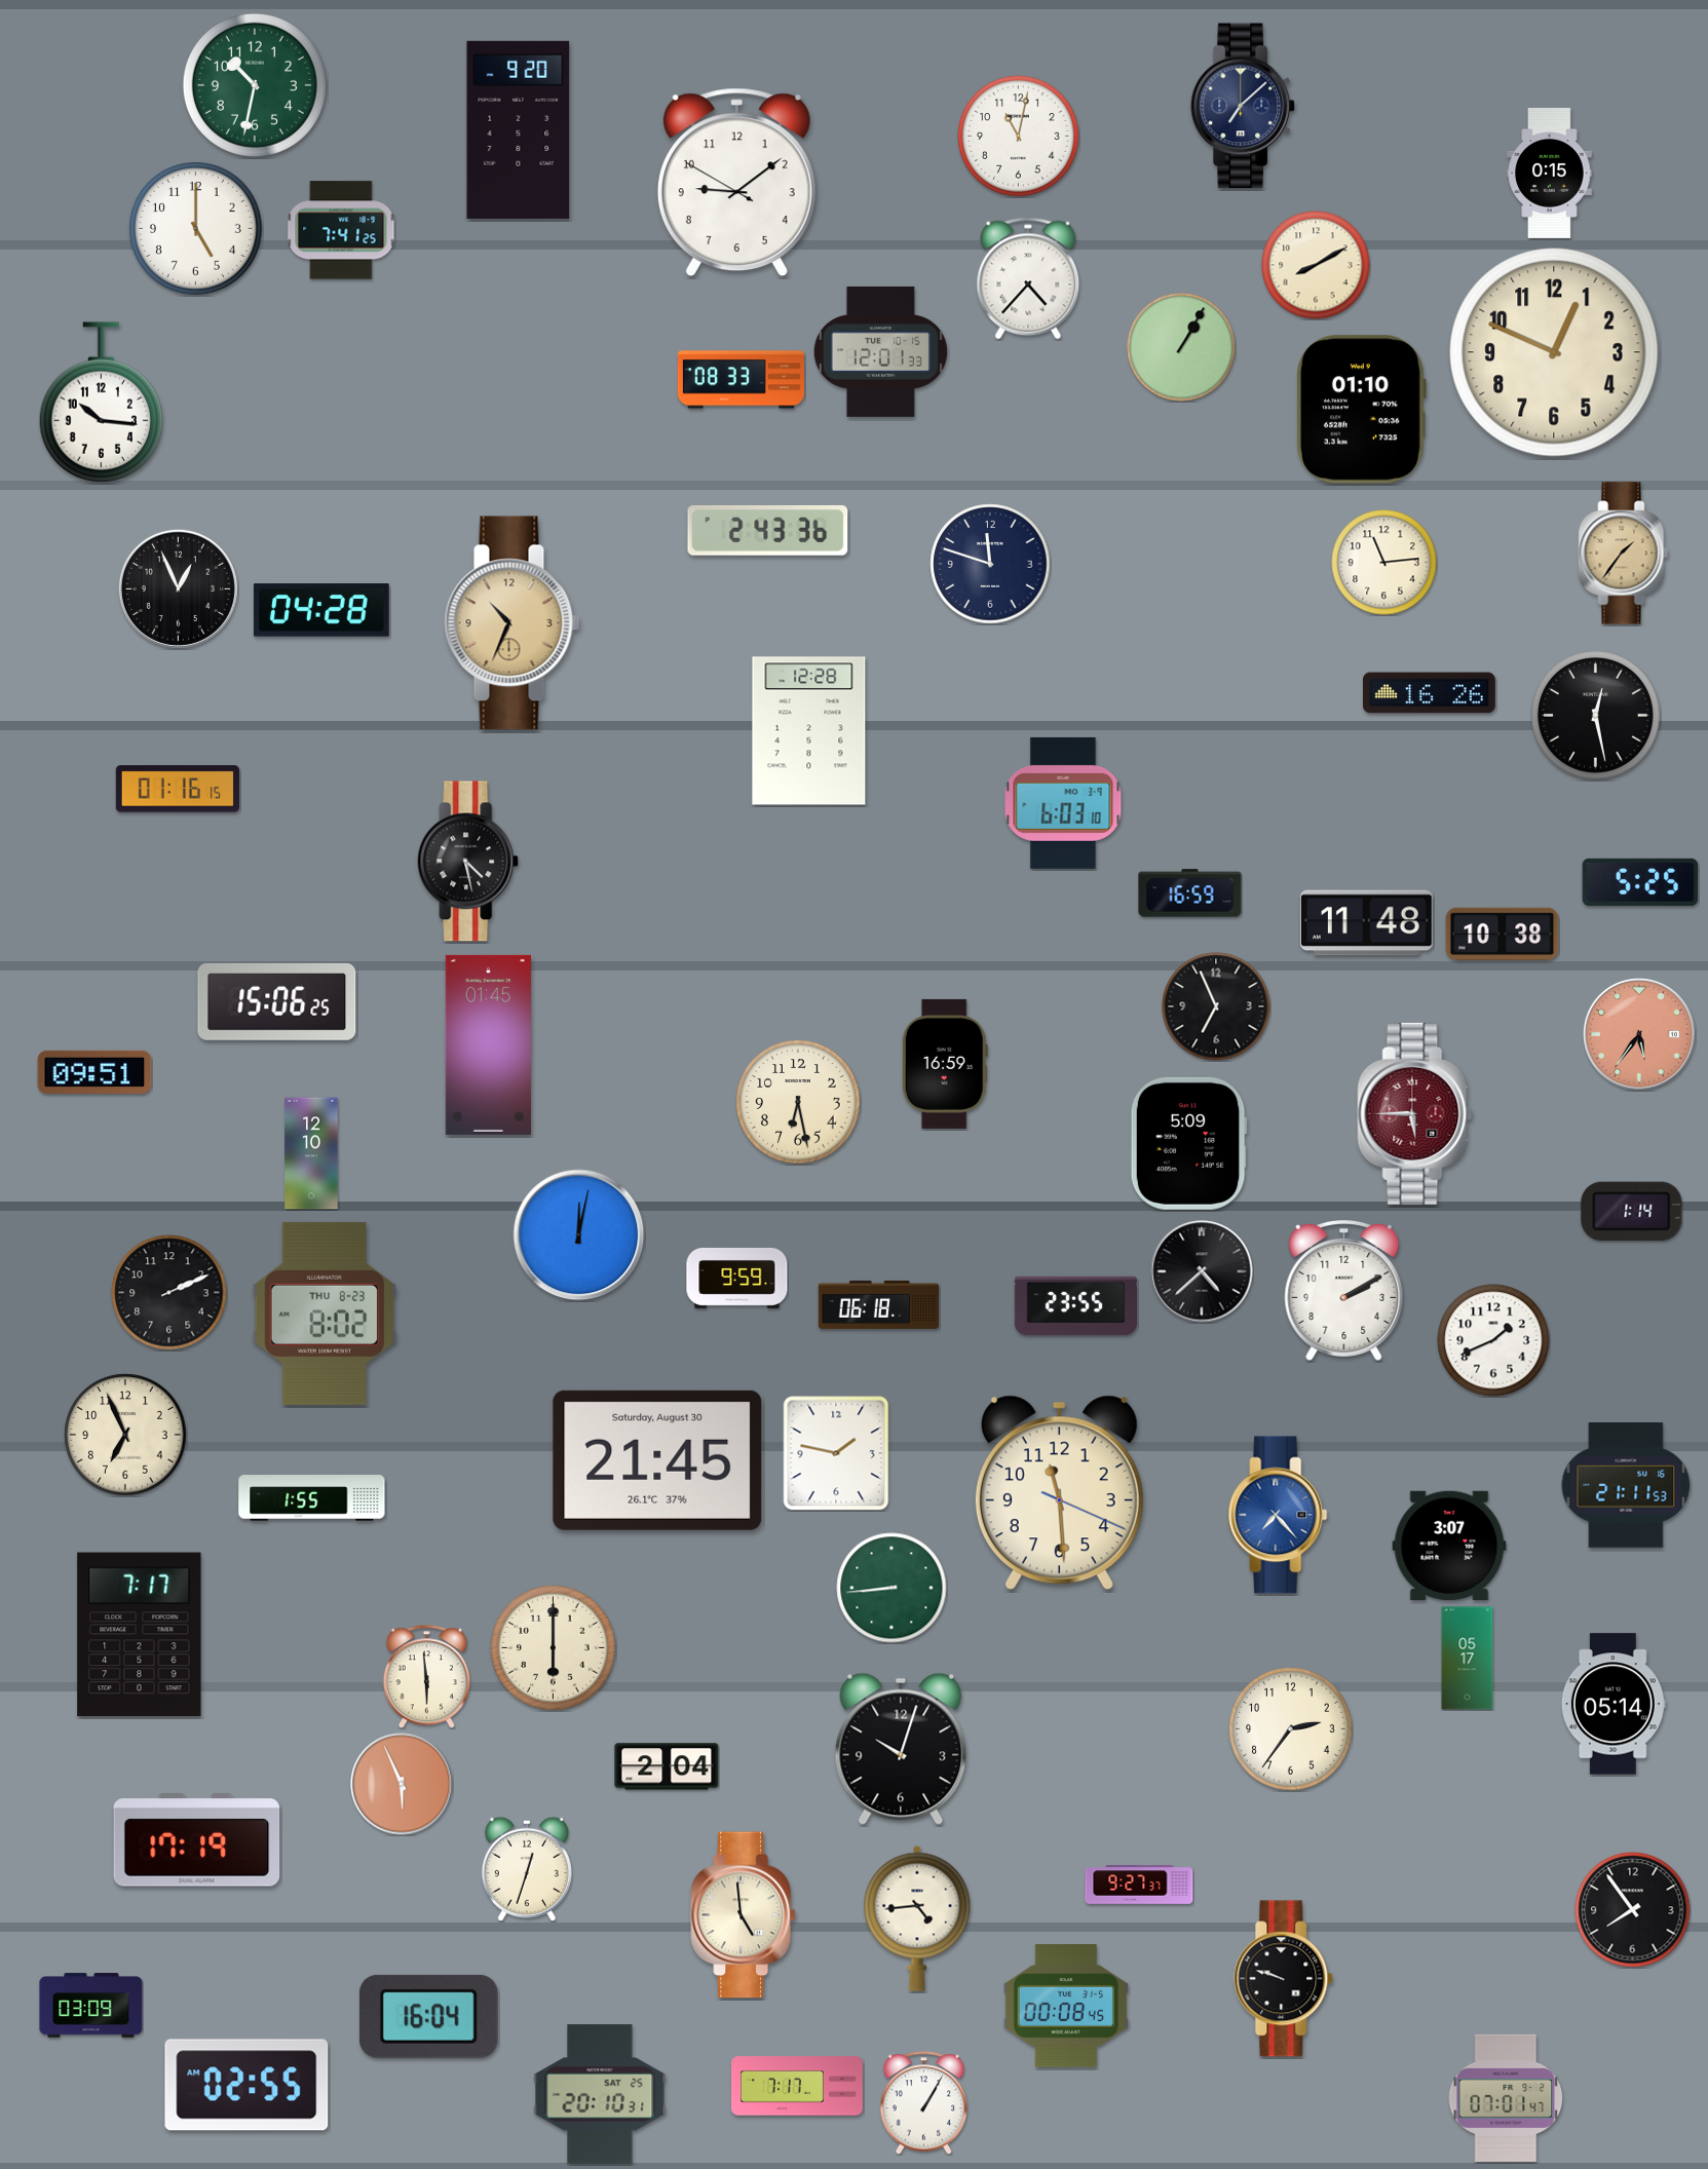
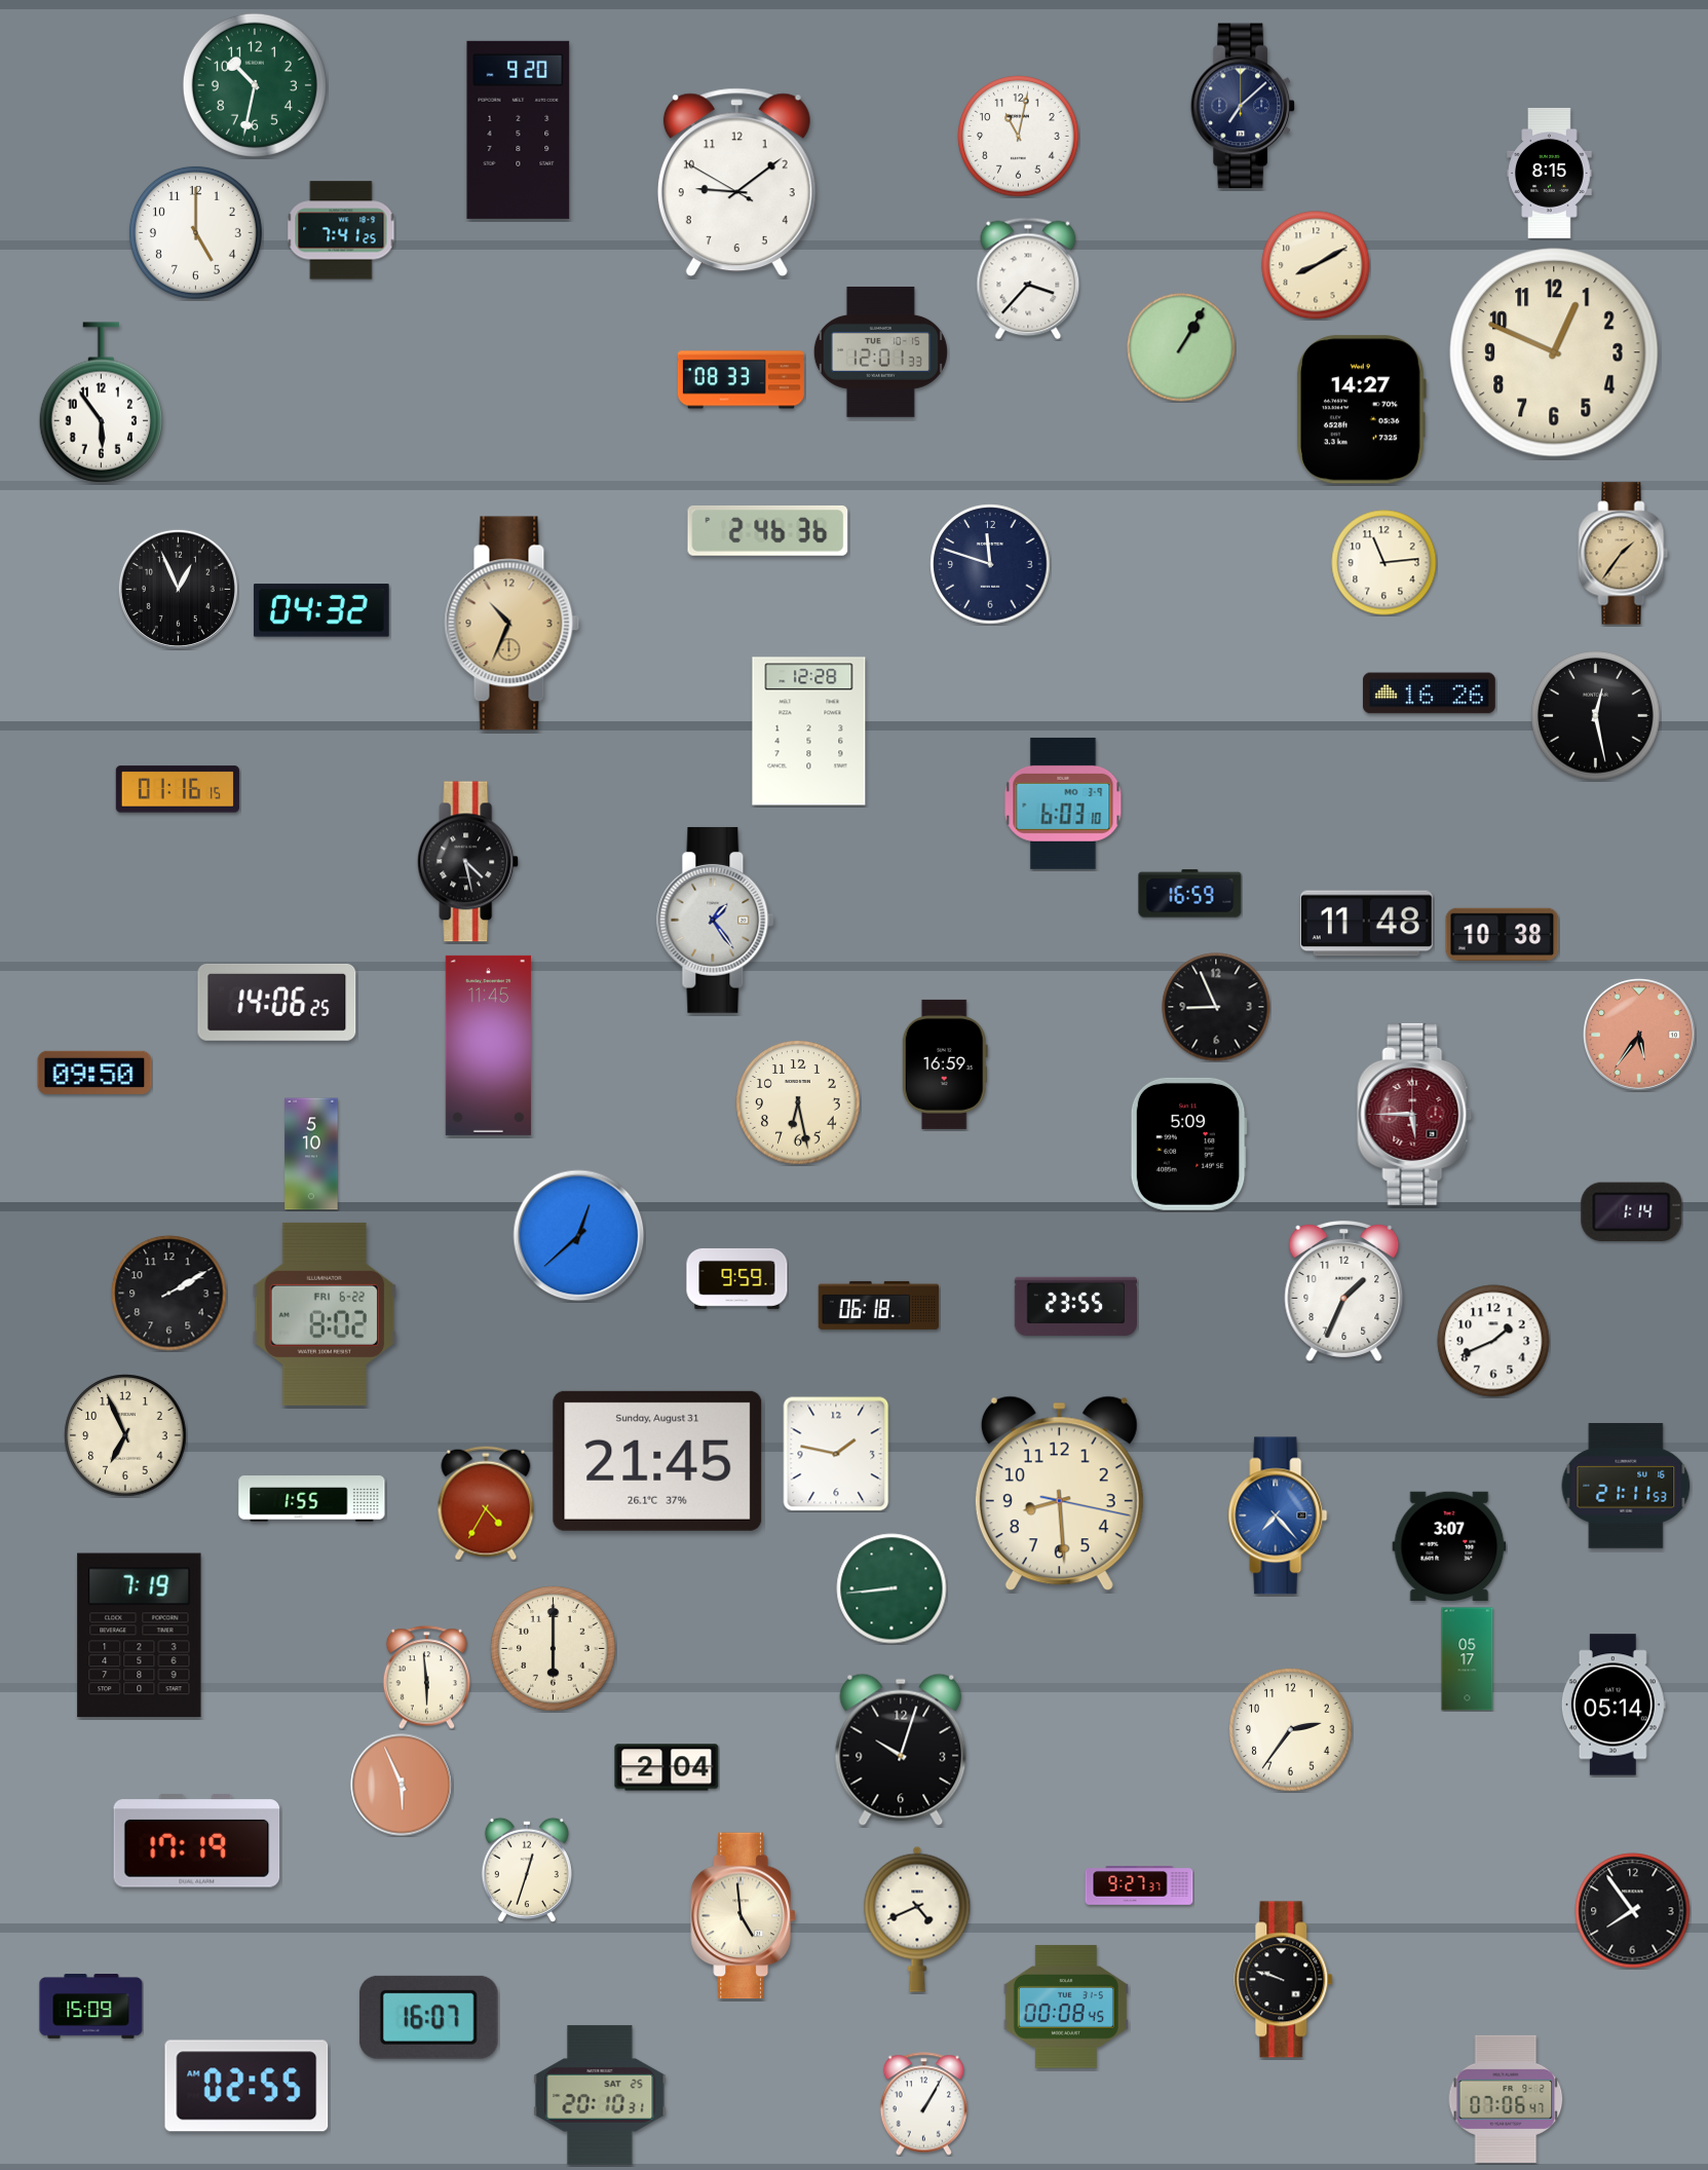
clock at (1550, 173): 0:15 -> 8:15
clock at (195, 228) position: (195, 228) -> (195, 232)
clock at (1028, 278): 4:37 -> 3:37
clock at (101, 403): 10:16 -> 5:54
clock at (1362, 410): 01:10 -> 14:27
clock at (768, 530): 2:43 -> 2:46
clock at (321, 610): 04:28 -> 04:32
clock at (1640, 882): 5:25 -> none
clock at (716, 920): none -> 1:24
clock at (277, 1001): 15:06 -> 14:06
clock at (1216, 1006): 6:56 -> 8:56
clock at (488, 1044): 01:45 -> 11:45
clock at (94, 1072): 09:51 -> 09:50
clock at (311, 1153): 12:10 -> 5:10
clock at (579, 1235): 12:02 -> 12:38
clock at (1202, 1271): 4:38 -> none
clock at (1344, 1291): 2:10 -> 1:34
clock at (169, 1293): 2:11 -> 2:10
clock at (325, 1314) date: THU 8-23 -> FRI 6-22
clock at (657, 1460) date: Saturday, August 30 -> Sunday, August 31
clock at (1059, 1493): 11:29 -> 8:29
clock at (486, 1503): none -> 4:35
clock at (140, 1635): 7:17 -> 7:19
clock at (917, 1918): 4:44 -> 4:41
clock at (91, 2006): 03:09 -> 15:09
clock at (428, 2016): 16:04 -> 16:07
clock at (798, 2086): 7:17 -> none
clock at (1506, 2098): 07:01 -> 07:06
